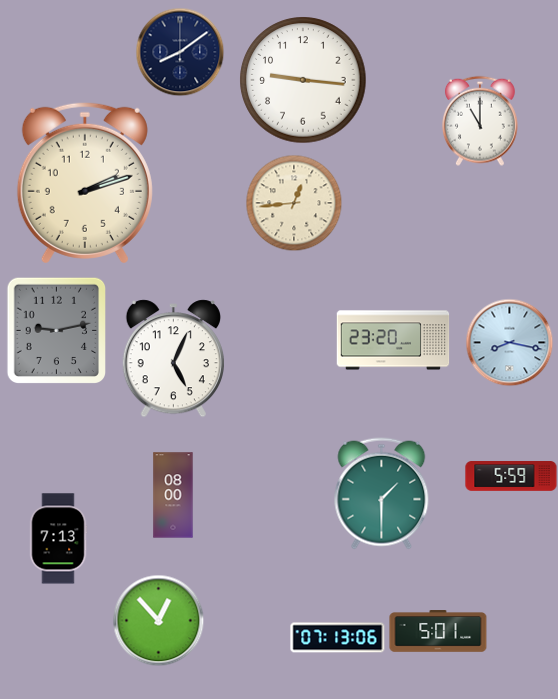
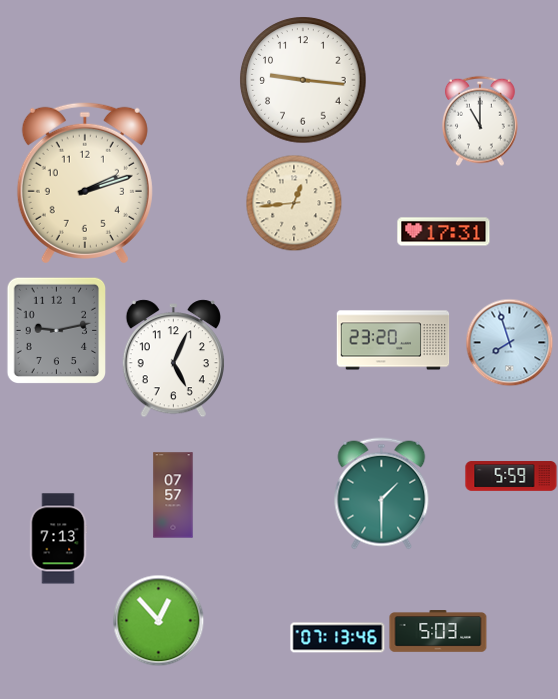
clock at (180, 52): 8:09 -> none
clock at (444, 232): none -> 17:31
clock at (509, 342): 8:17 -> 7:57
clock at (173, 495): 08:00 -> 07:57
clock at (438, 631): 5:01 -> 5:03
clock at (338, 638): 07:13:06 -> 07:13:46
